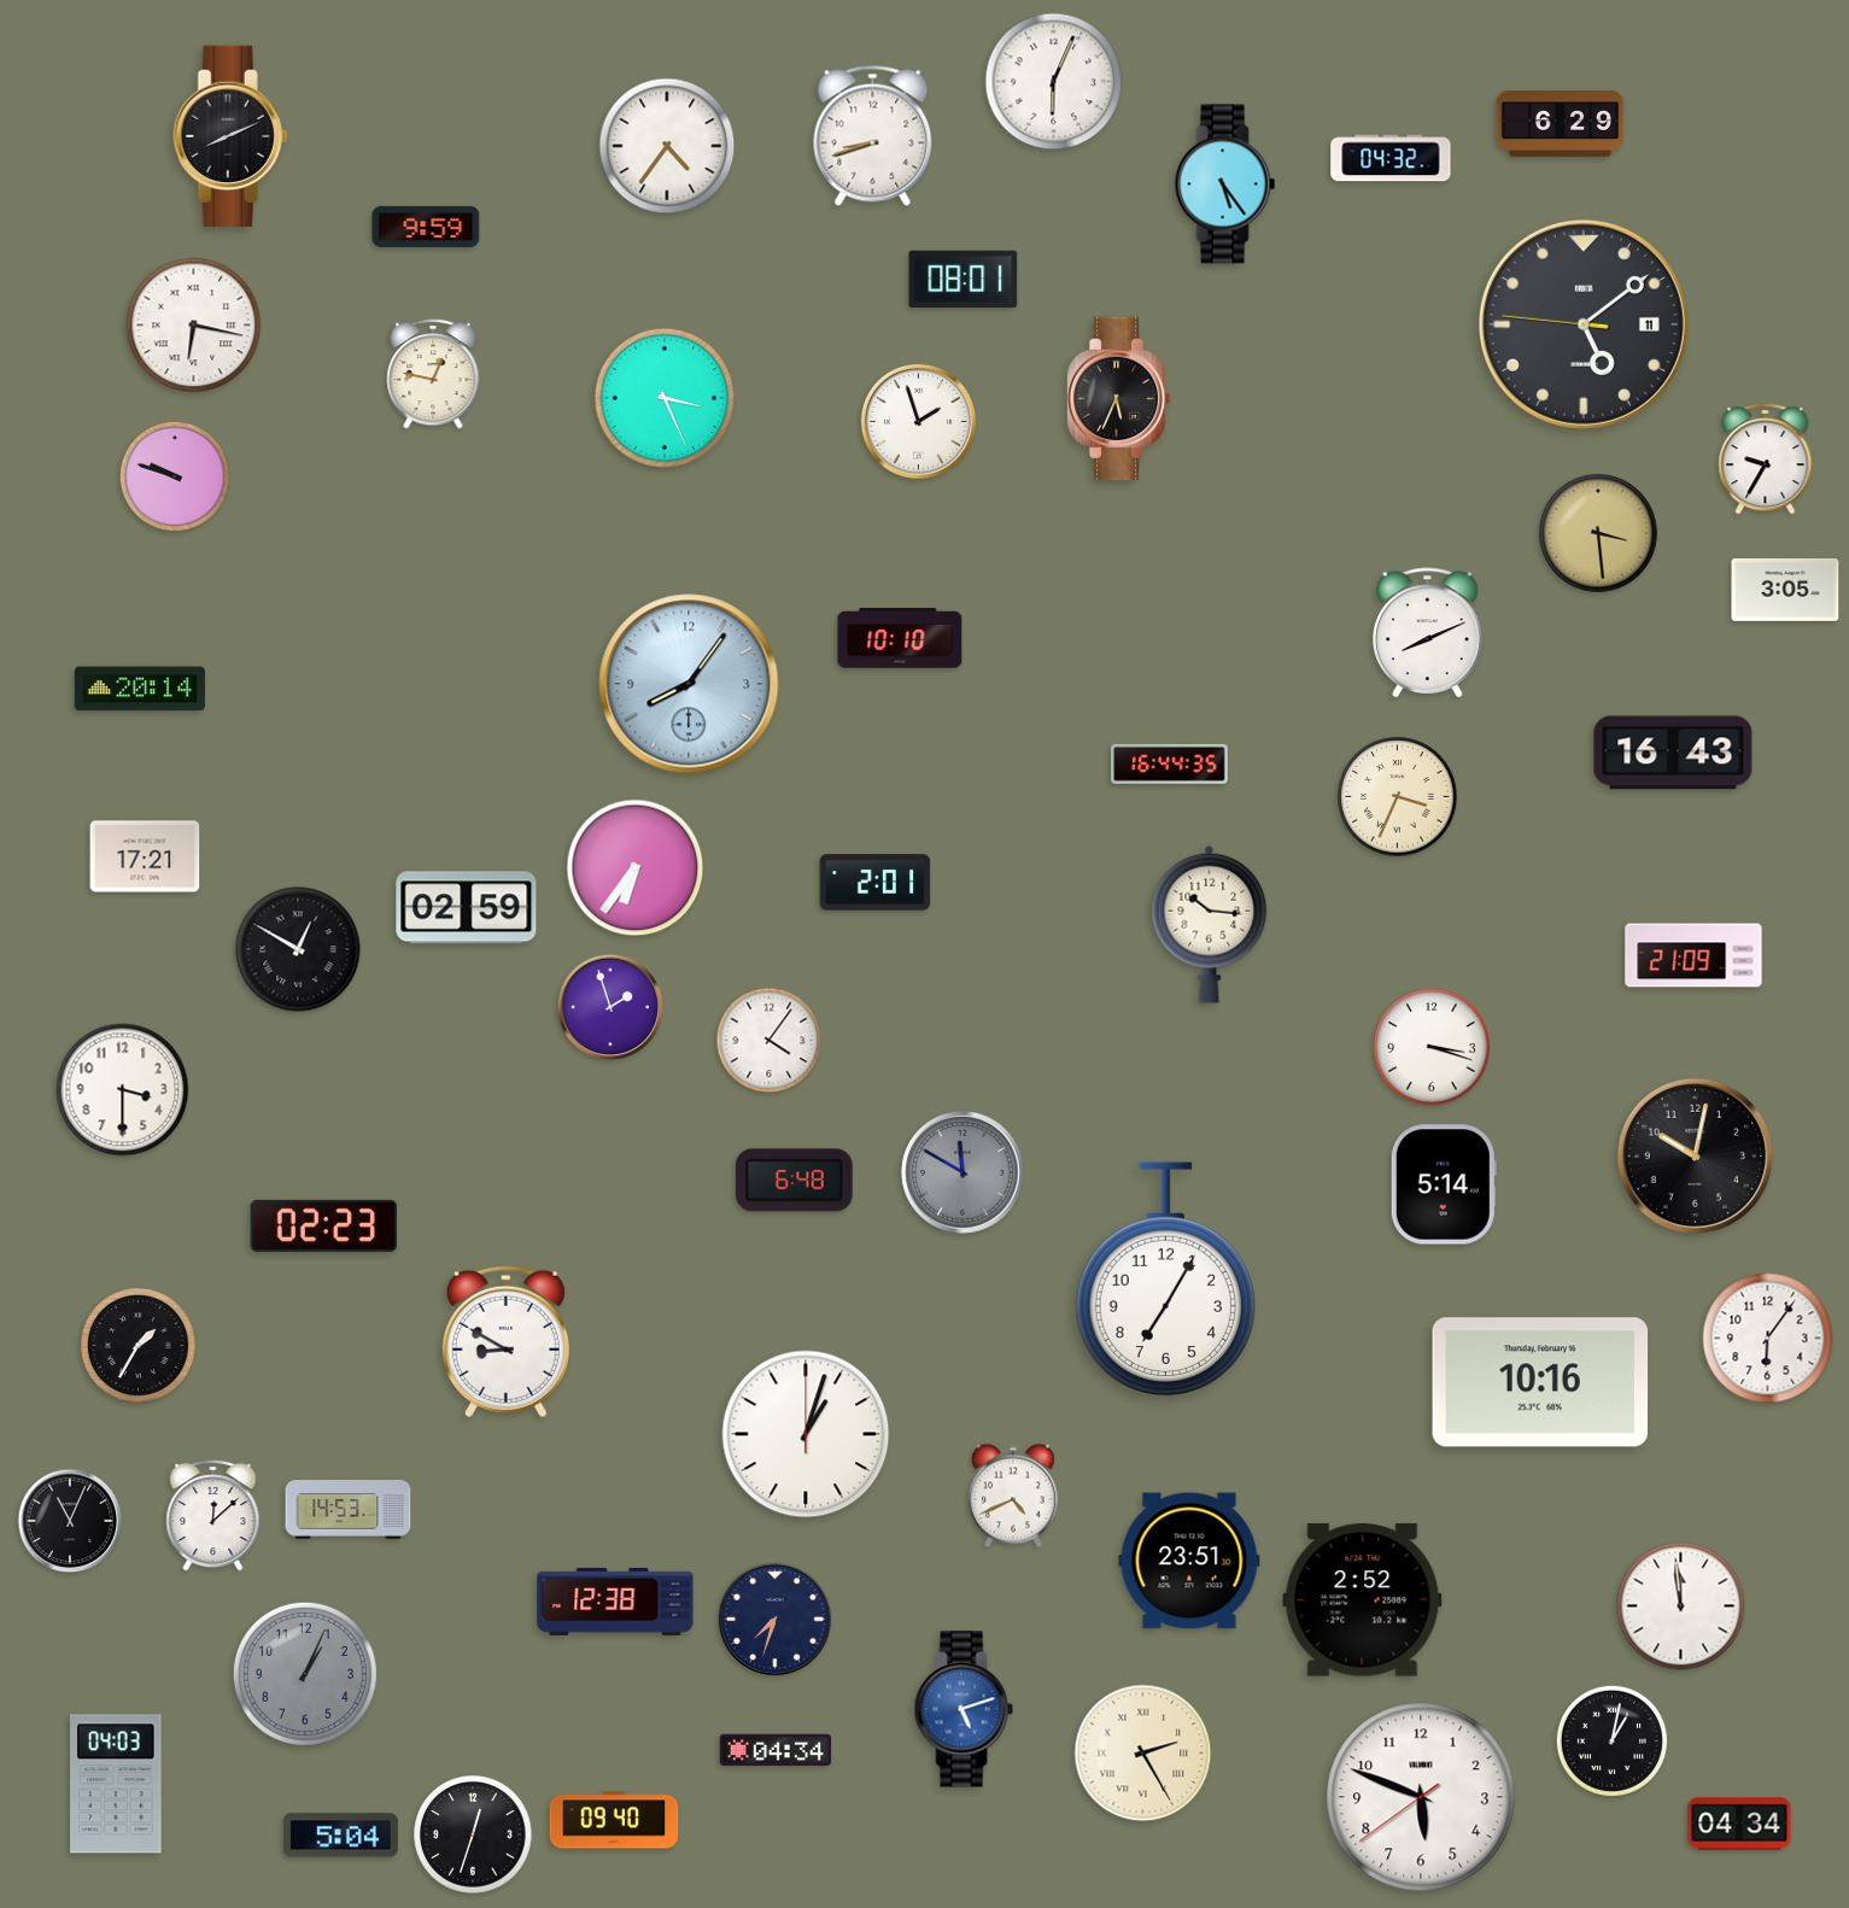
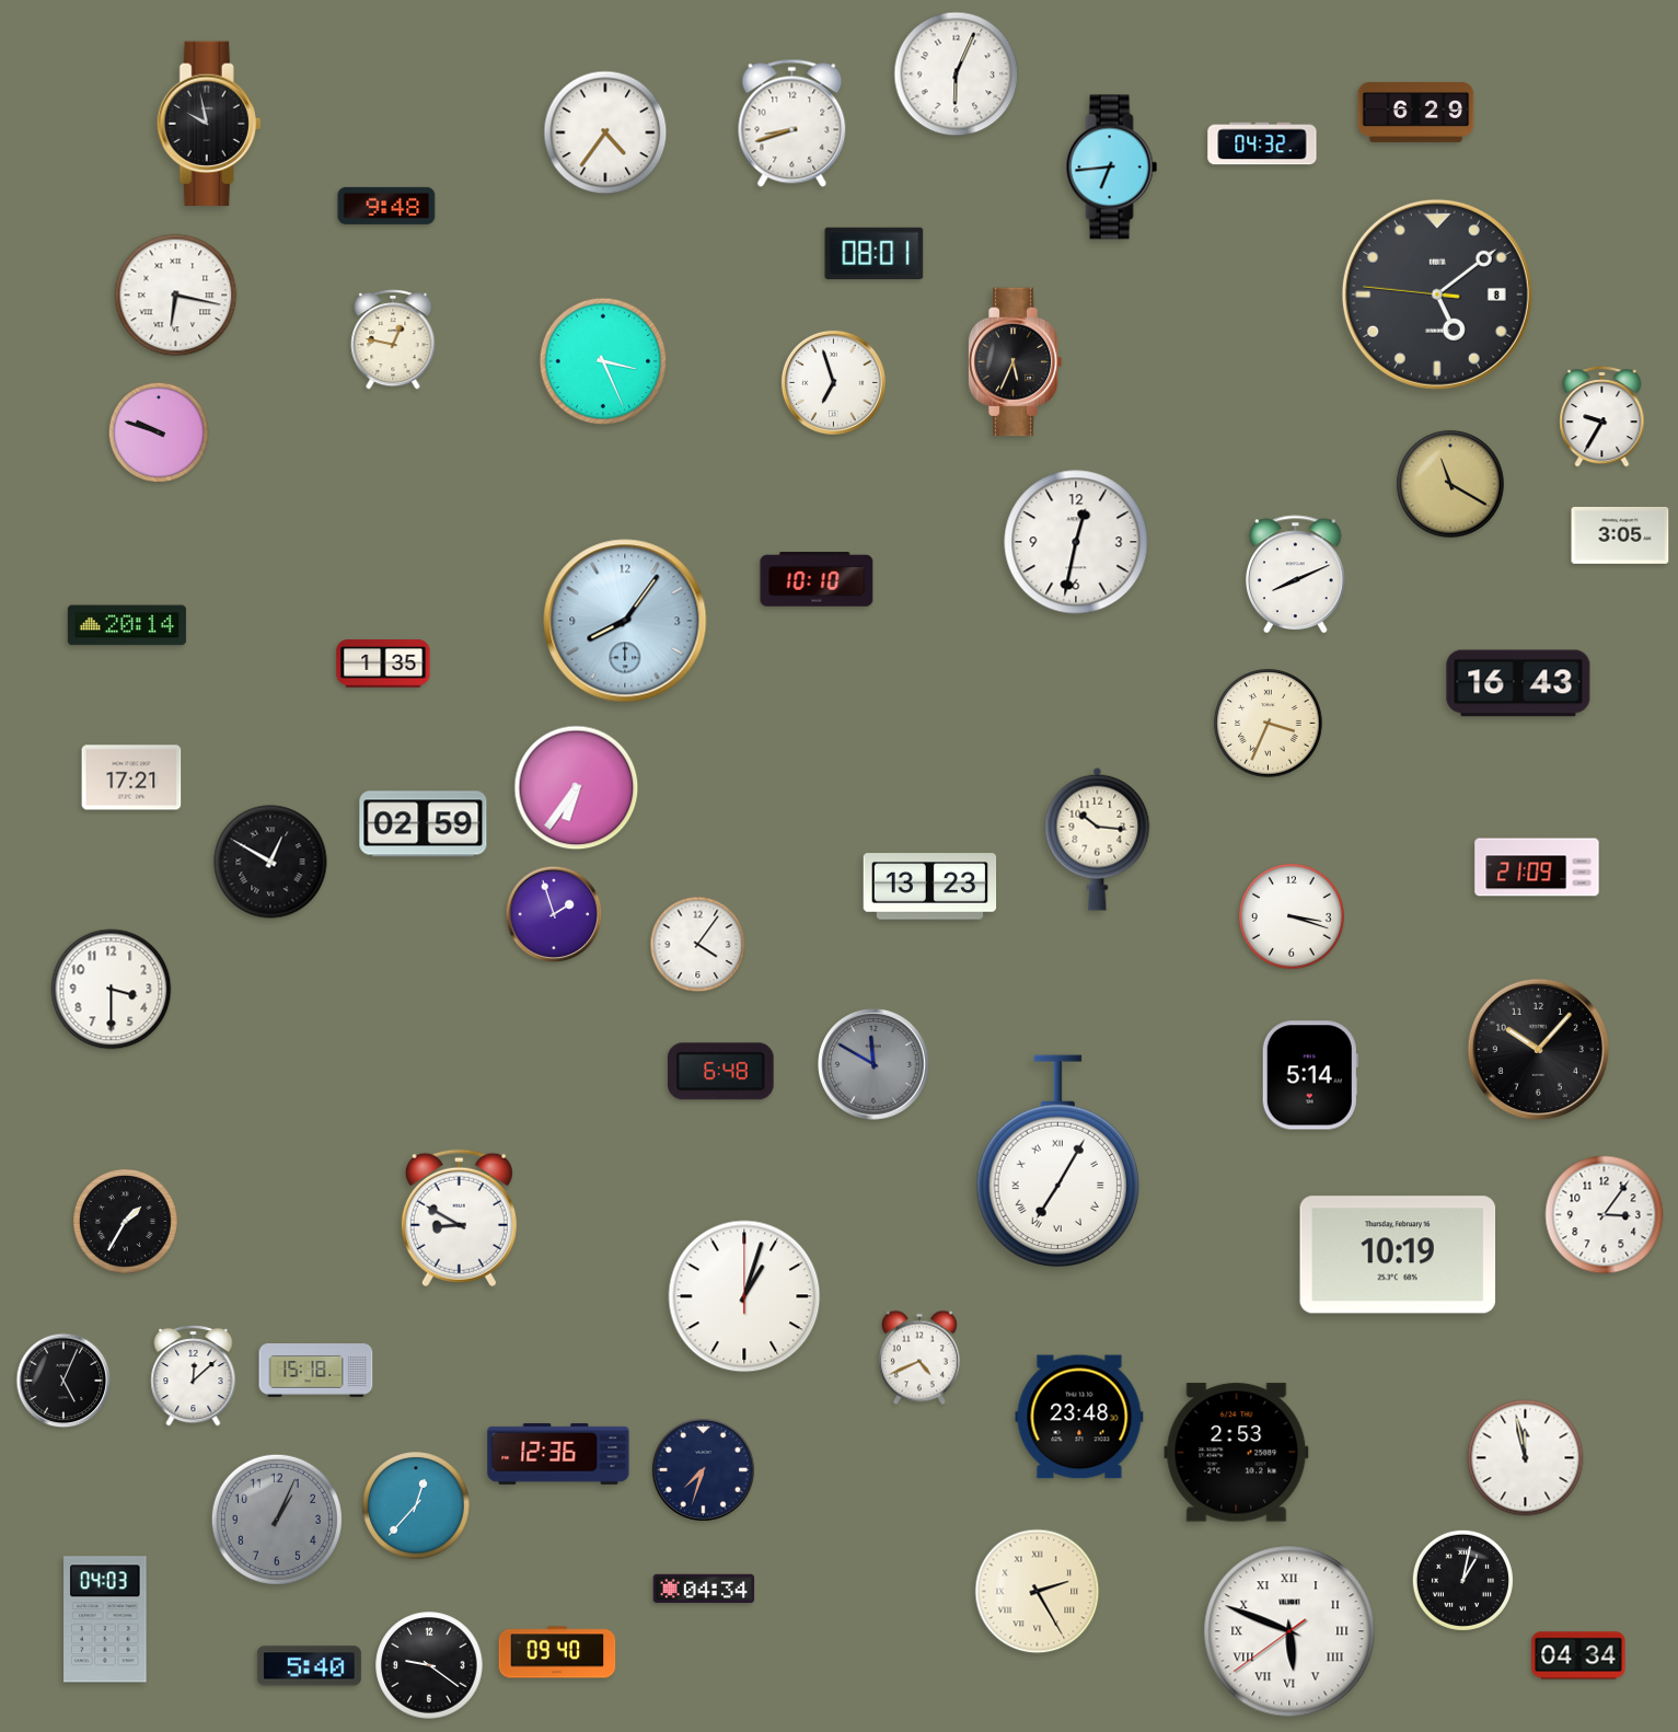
clock at (230, 136): 8:11 -> 9:58
clock at (1225, 185): 5:24 -> 6:44
clock at (426, 227): 9:59 -> 9:48
clock at (1584, 324) date: 11 -> 8
clock at (918, 421): 1:57 -> 6:57
clock at (1598, 533): 3:29 -> 11:20
clock at (1076, 542): none -> 12:32
clock at (383, 663): none -> 1:35
clock at (1170, 763): 16:44 -> none
clock at (876, 883): 2:01 -> none
clock at (930, 887): none -> 13:23
clock at (1433, 1048) position: (1433, 1048) -> (1293, 917)
clock at (1695, 1155): 10:02 -> 10:07
clock at (323, 1225): 02:23 -> none
clock at (1165, 1278) numerals: Arabic -> Roman
clock at (1768, 1339): 6:06 -> 3:06
clock at (1540, 1382): 10:16 -> 10:19
clock at (806, 1434) position: (806, 1434) -> (744, 1296)
clock at (349, 1510): 14:53 -> 15:18
clock at (70, 1521): 11:04 -> 5:04
clock at (1189, 1561): 23:51 -> 23:48
clock at (1363, 1600): 2:52 -> 2:53
clock at (615, 1602): 12:38 -> 12:36
clock at (1681, 1606): 11:59 -> 11:58
clock at (416, 1505): none -> 12:37
clock at (964, 1709): 5:12 -> none
clock at (1421, 1797) numerals: Arabic -> Roman
clock at (473, 1834): 12:33 -> 9:21
clock at (340, 1836): 5:04 -> 5:40
